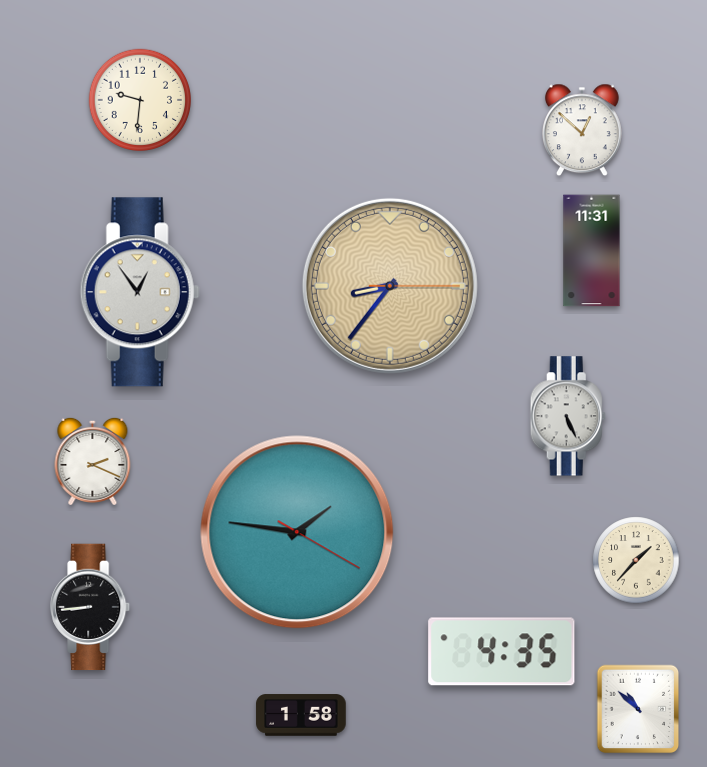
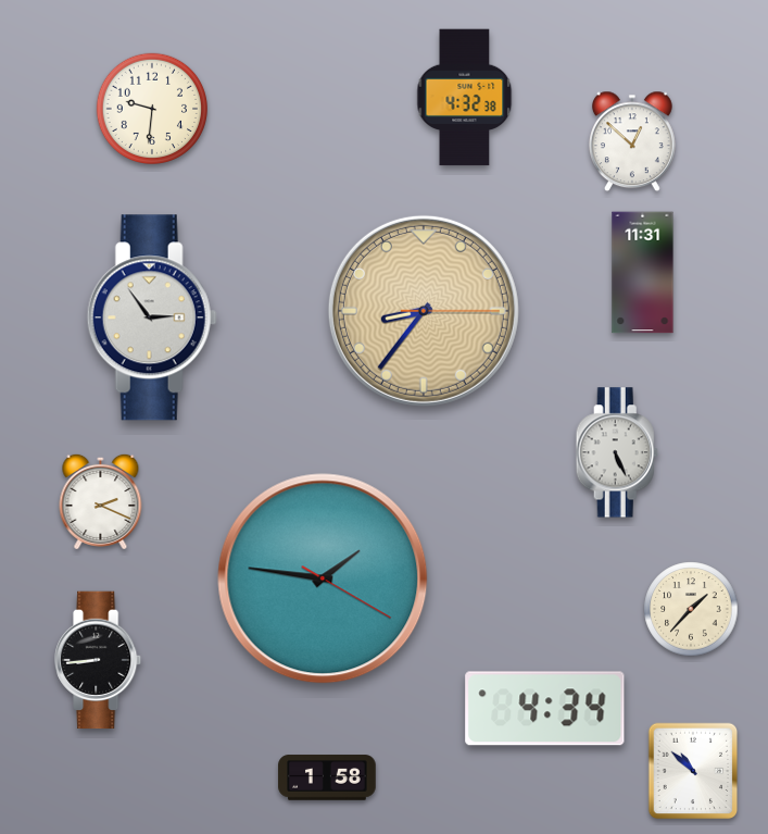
clock at (465, 98): none -> 4:32
clock at (140, 292): 12:54 -> 2:54
clock at (502, 652): 4:35 -> 4:34
